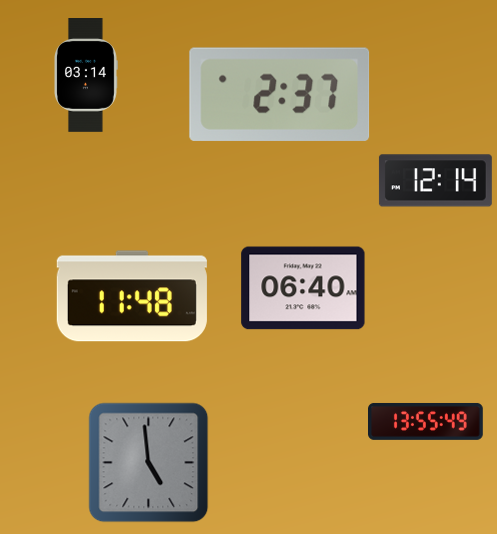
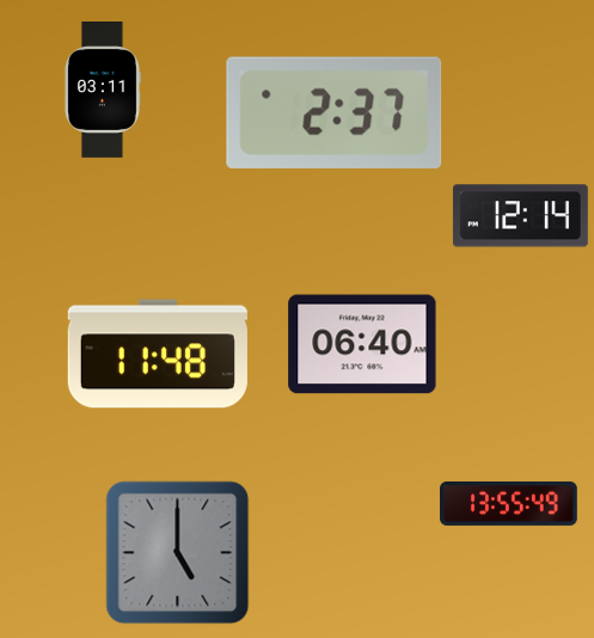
clock at (86, 76): 03:14 -> 03:11
clock at (149, 463): 4:59 -> 5:00
